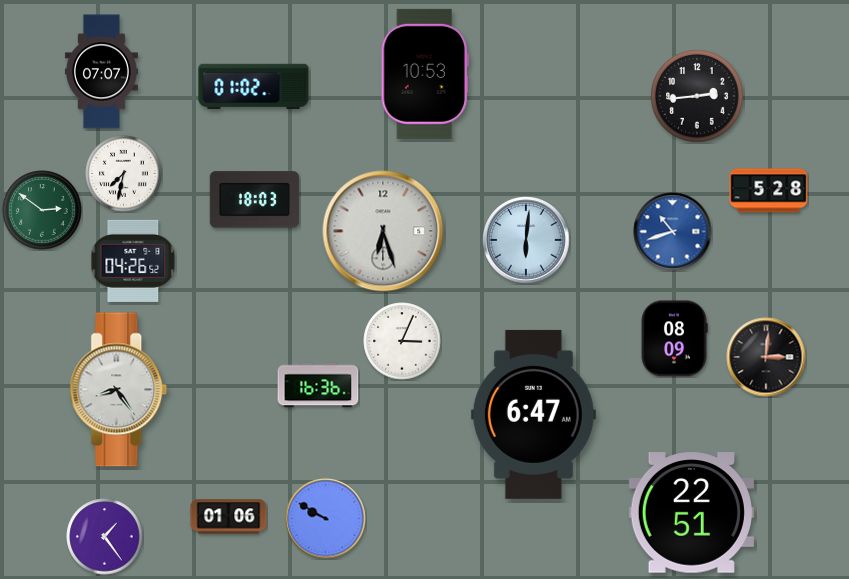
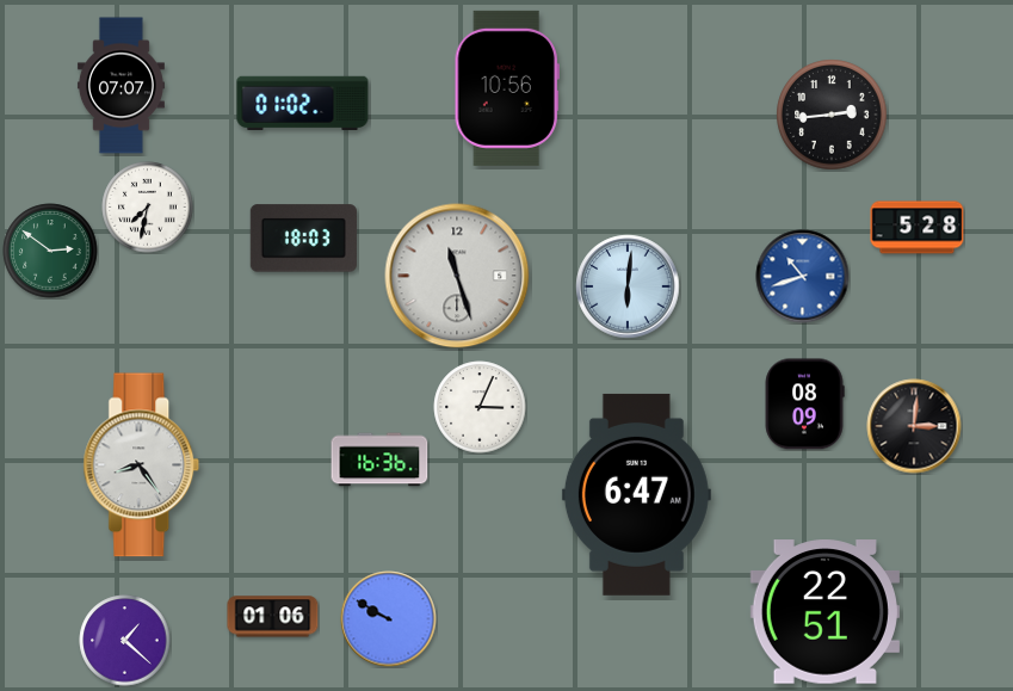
clock at (425, 74): 10:53 -> 10:56
clock at (383, 231): 6:27 -> 11:27
clock at (133, 261): 04:26 -> none
clock at (105, 537): 1:24 -> 1:22
